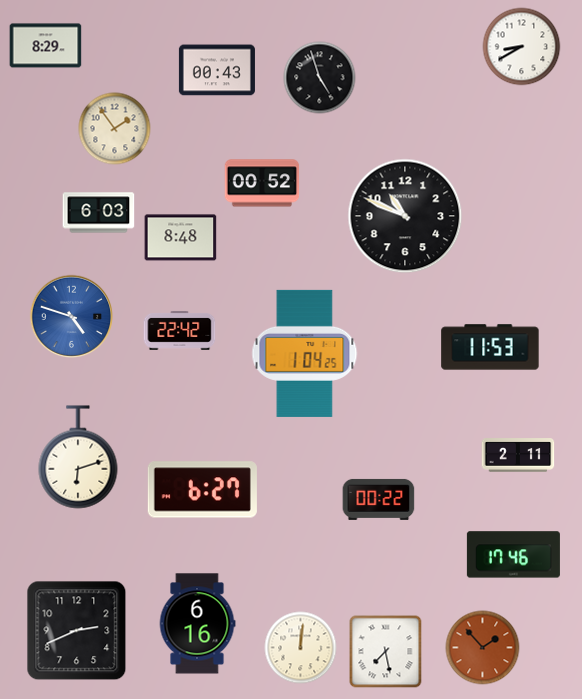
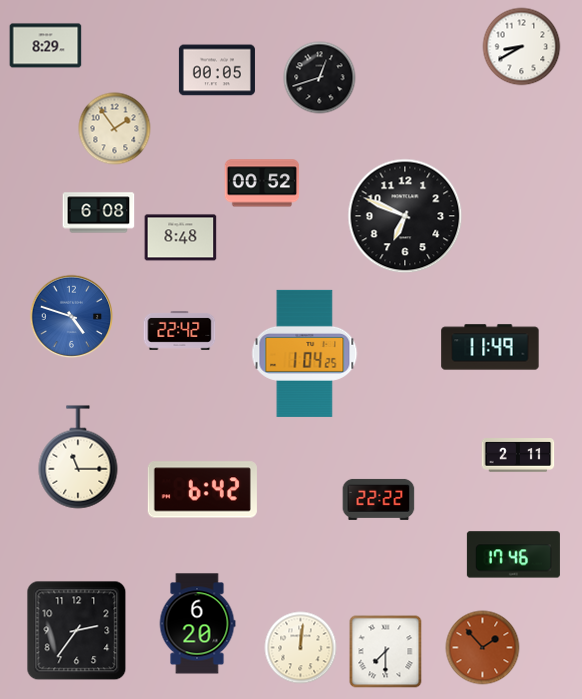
clock at (217, 70): 00:43 -> 00:05
clock at (320, 78): 4:57 -> 12:42
clock at (99, 213): 6:03 -> 6:08
clock at (405, 216): 10:49 -> 6:49
clock at (490, 347): 11:53 -> 11:49
clock at (78, 457): 6:12 -> 11:15
clock at (202, 490): 6:27 -> 6:42
clock at (379, 499): 00:22 -> 22:22
clock at (197, 624): 6:16 -> 6:20
clock at (77, 631): 2:41 -> 2:36
clock at (386, 652): 7:28 -> 7:30
